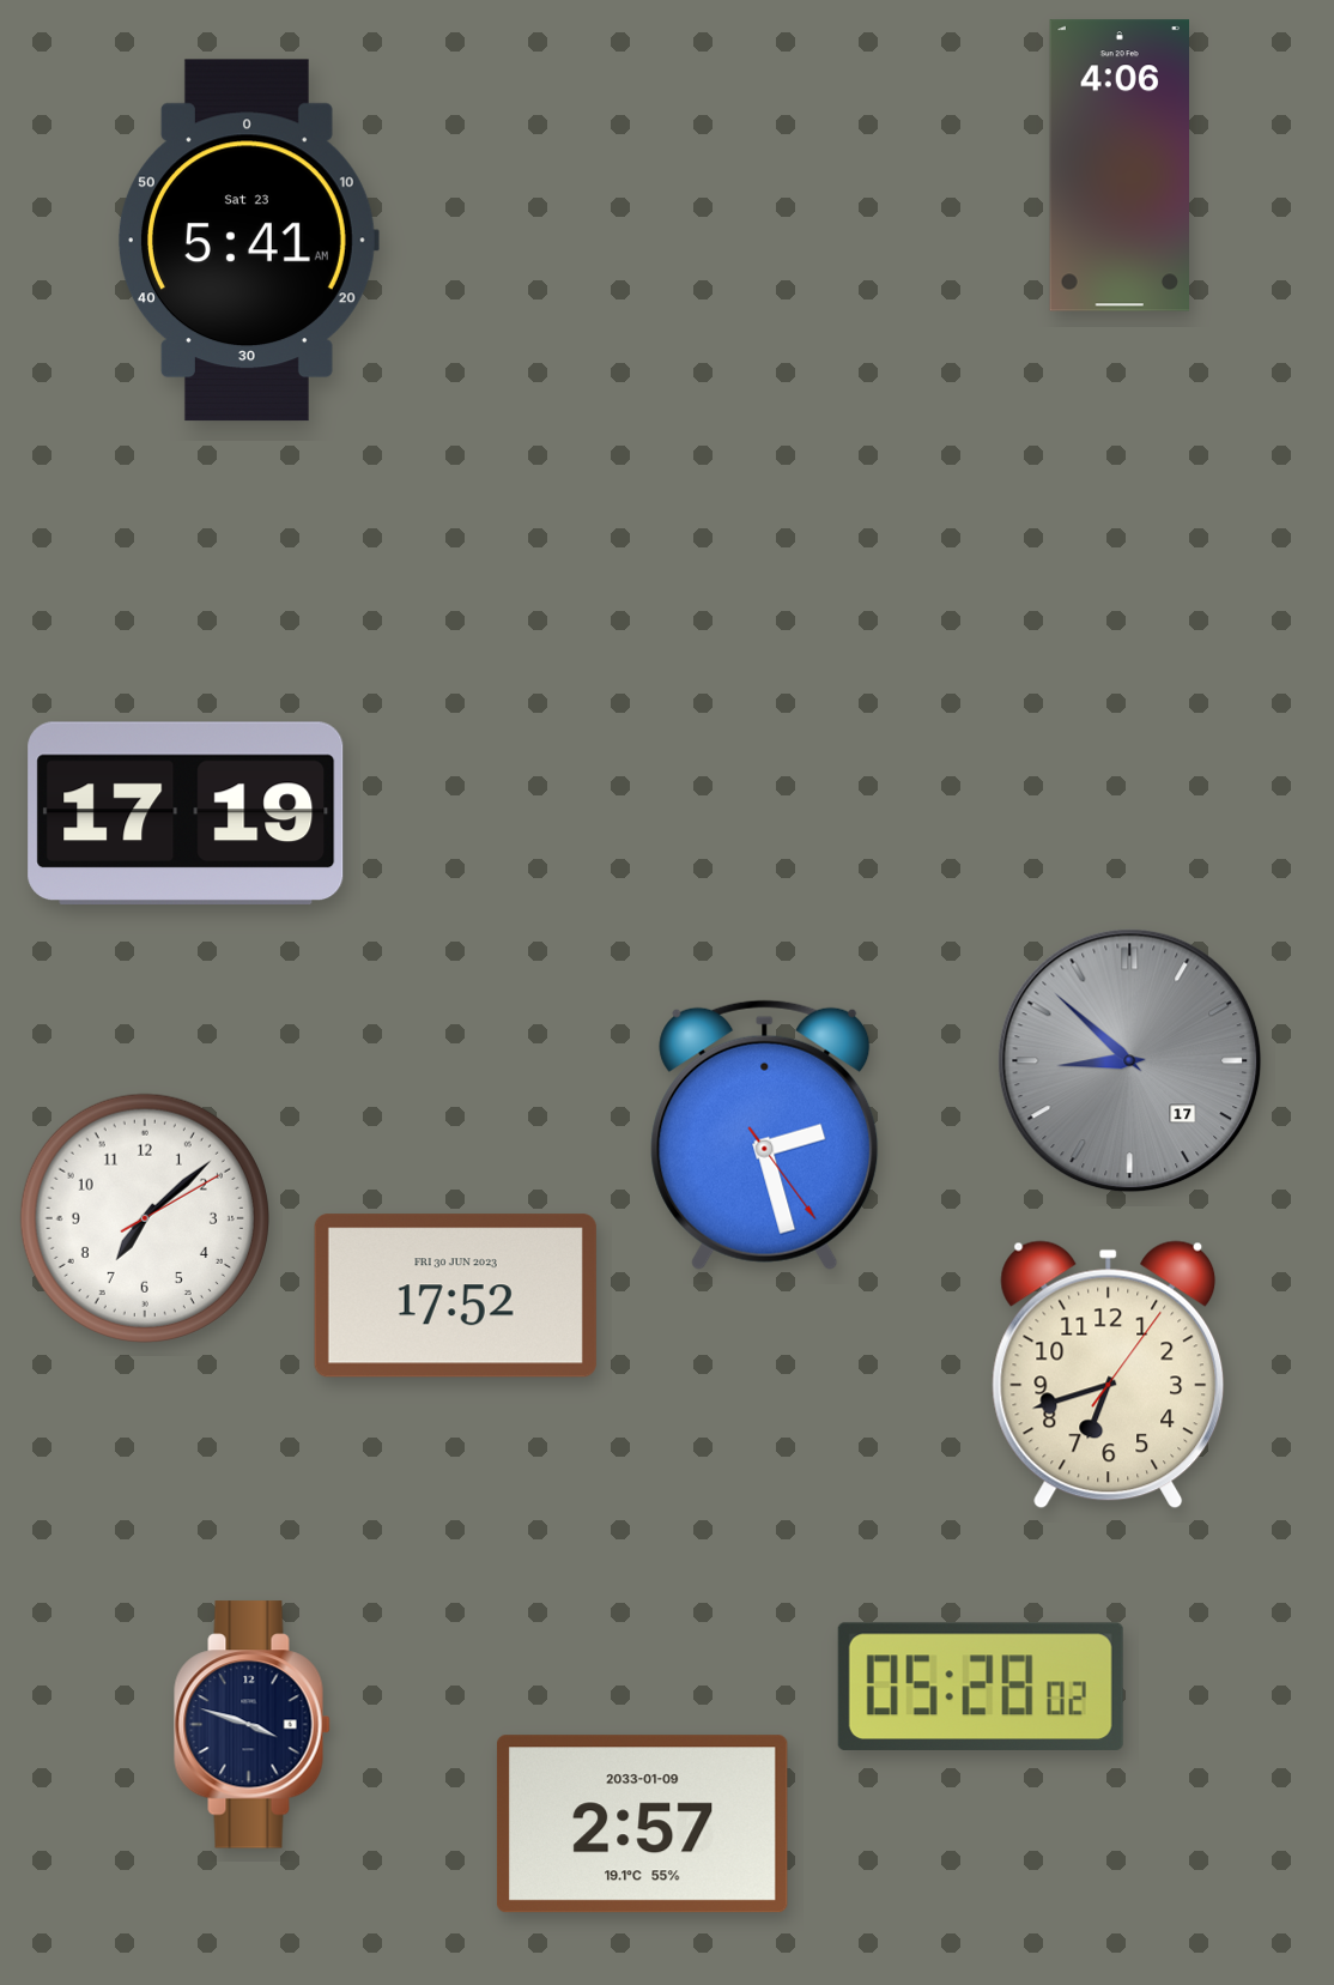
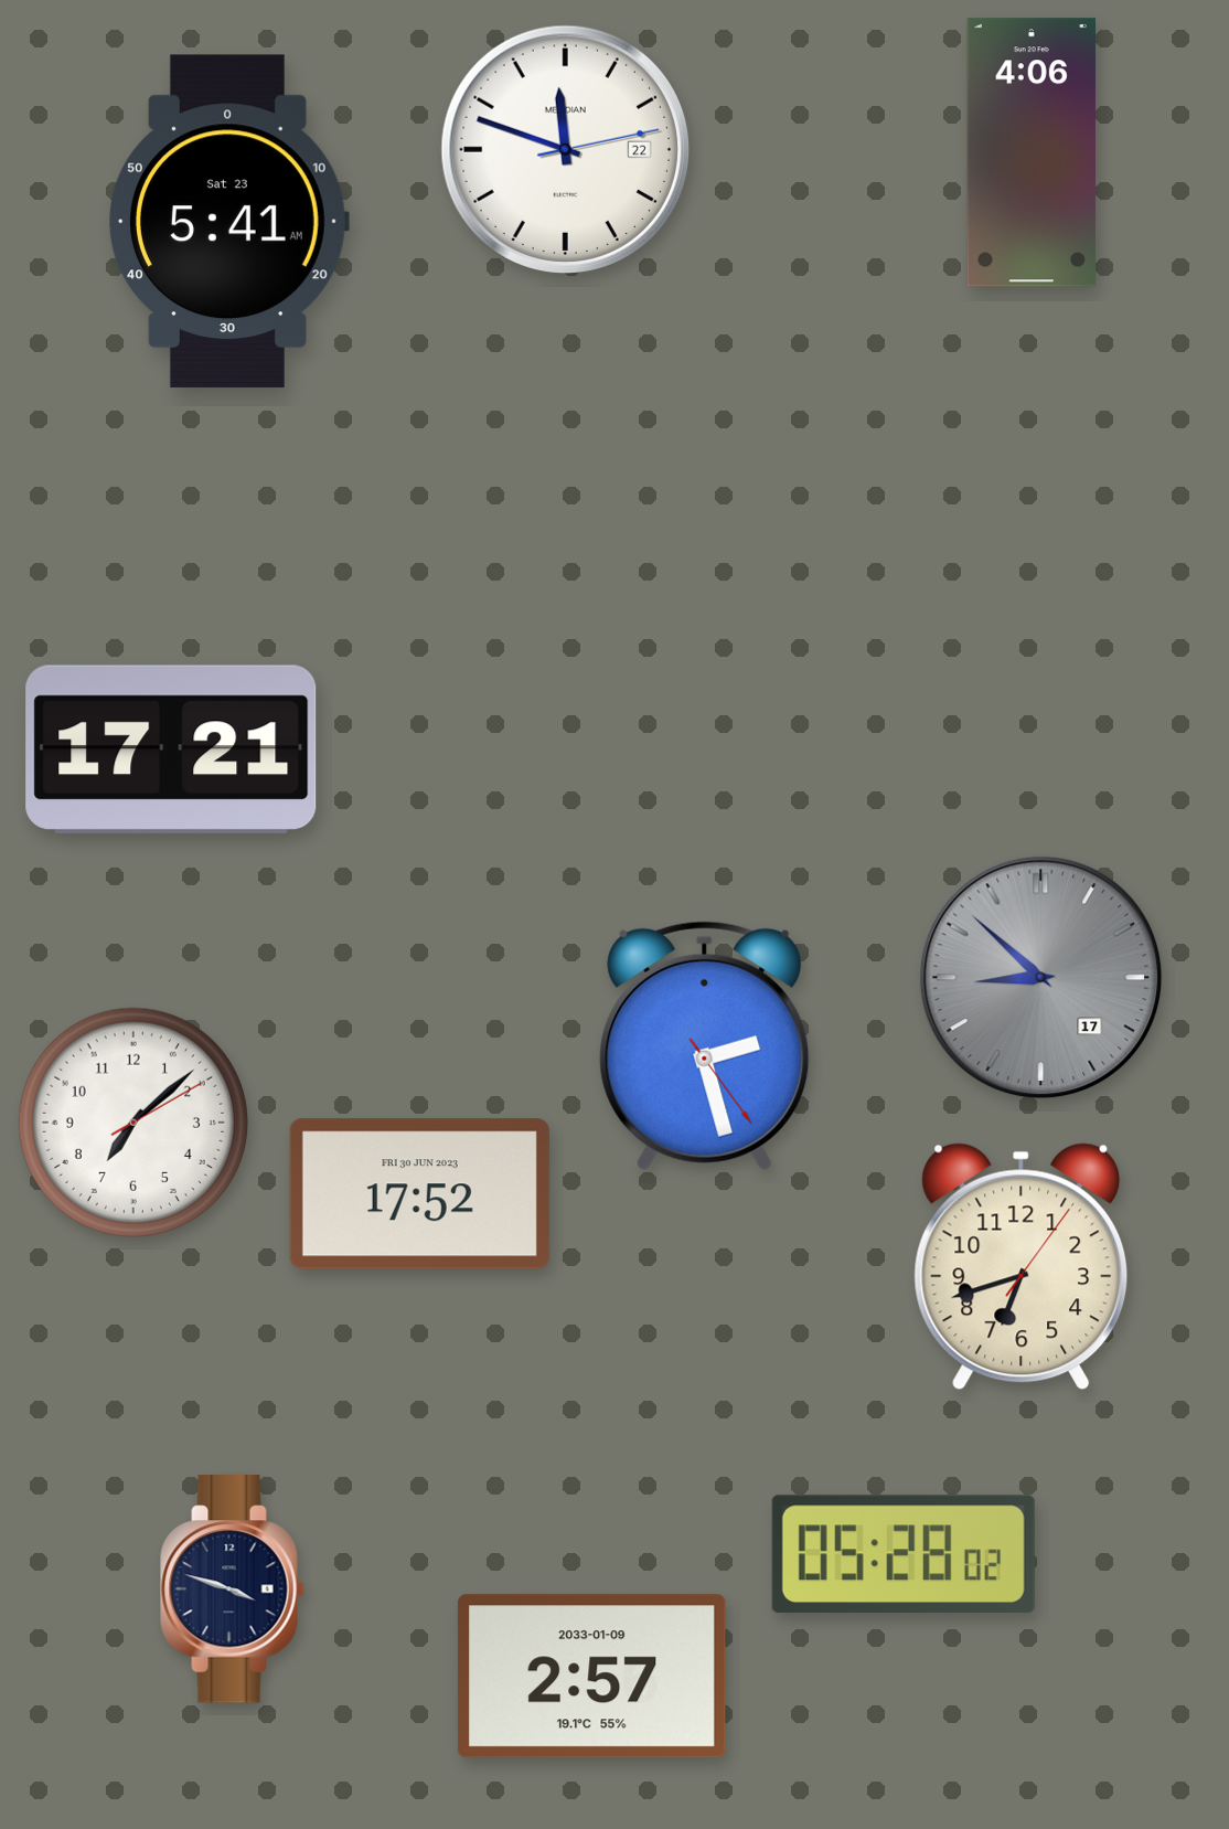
clock at (565, 149): none -> 11:48
clock at (186, 813): 17:19 -> 17:21
clock at (642, 1824) position: (642, 1824) -> (591, 1677)
